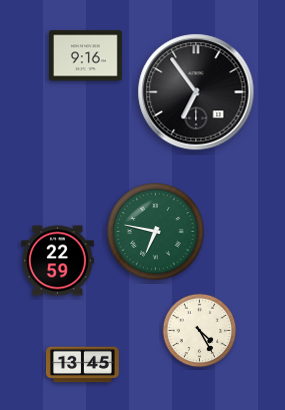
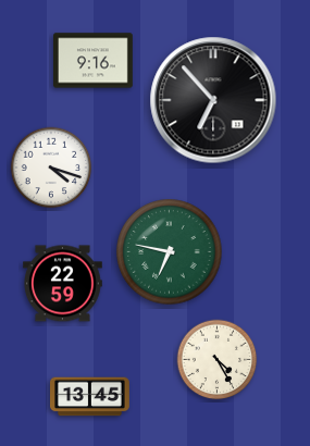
clock at (196, 92): 6:54 -> 6:53
clock at (51, 168): none -> 4:18
